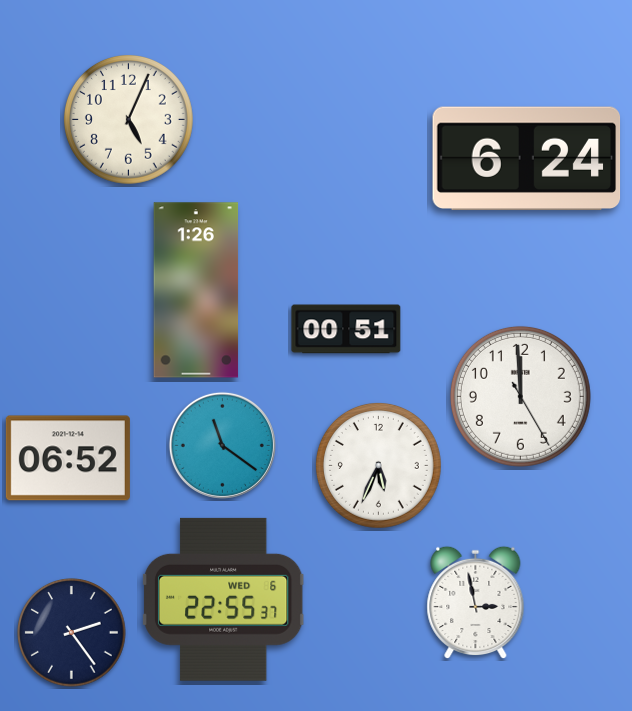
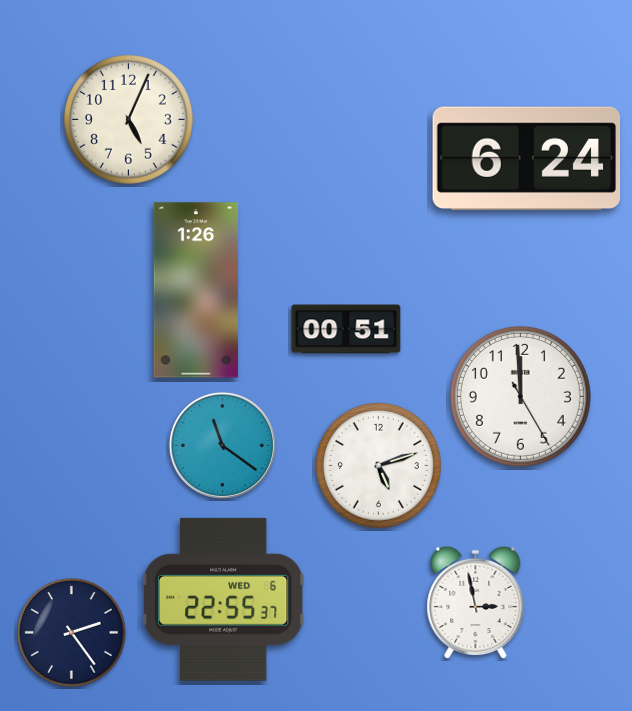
clock at (68, 458): 06:52 -> none
clock at (379, 466): 5:34 -> 5:12
